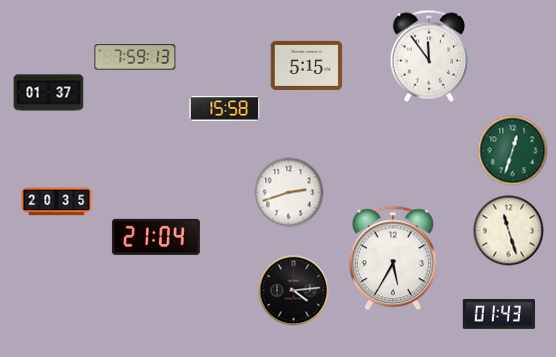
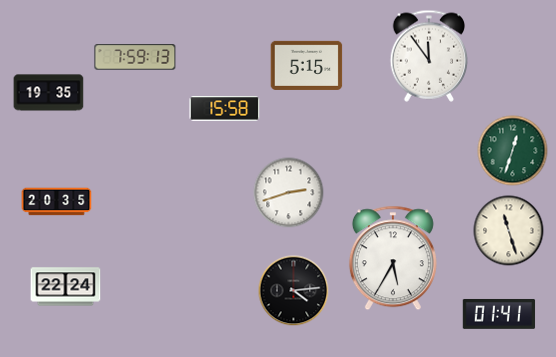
clock at (49, 93): 01:37 -> 19:35
clock at (156, 237): 21:04 -> none
clock at (66, 287): none -> 22:24
clock at (499, 314): 01:43 -> 01:41
